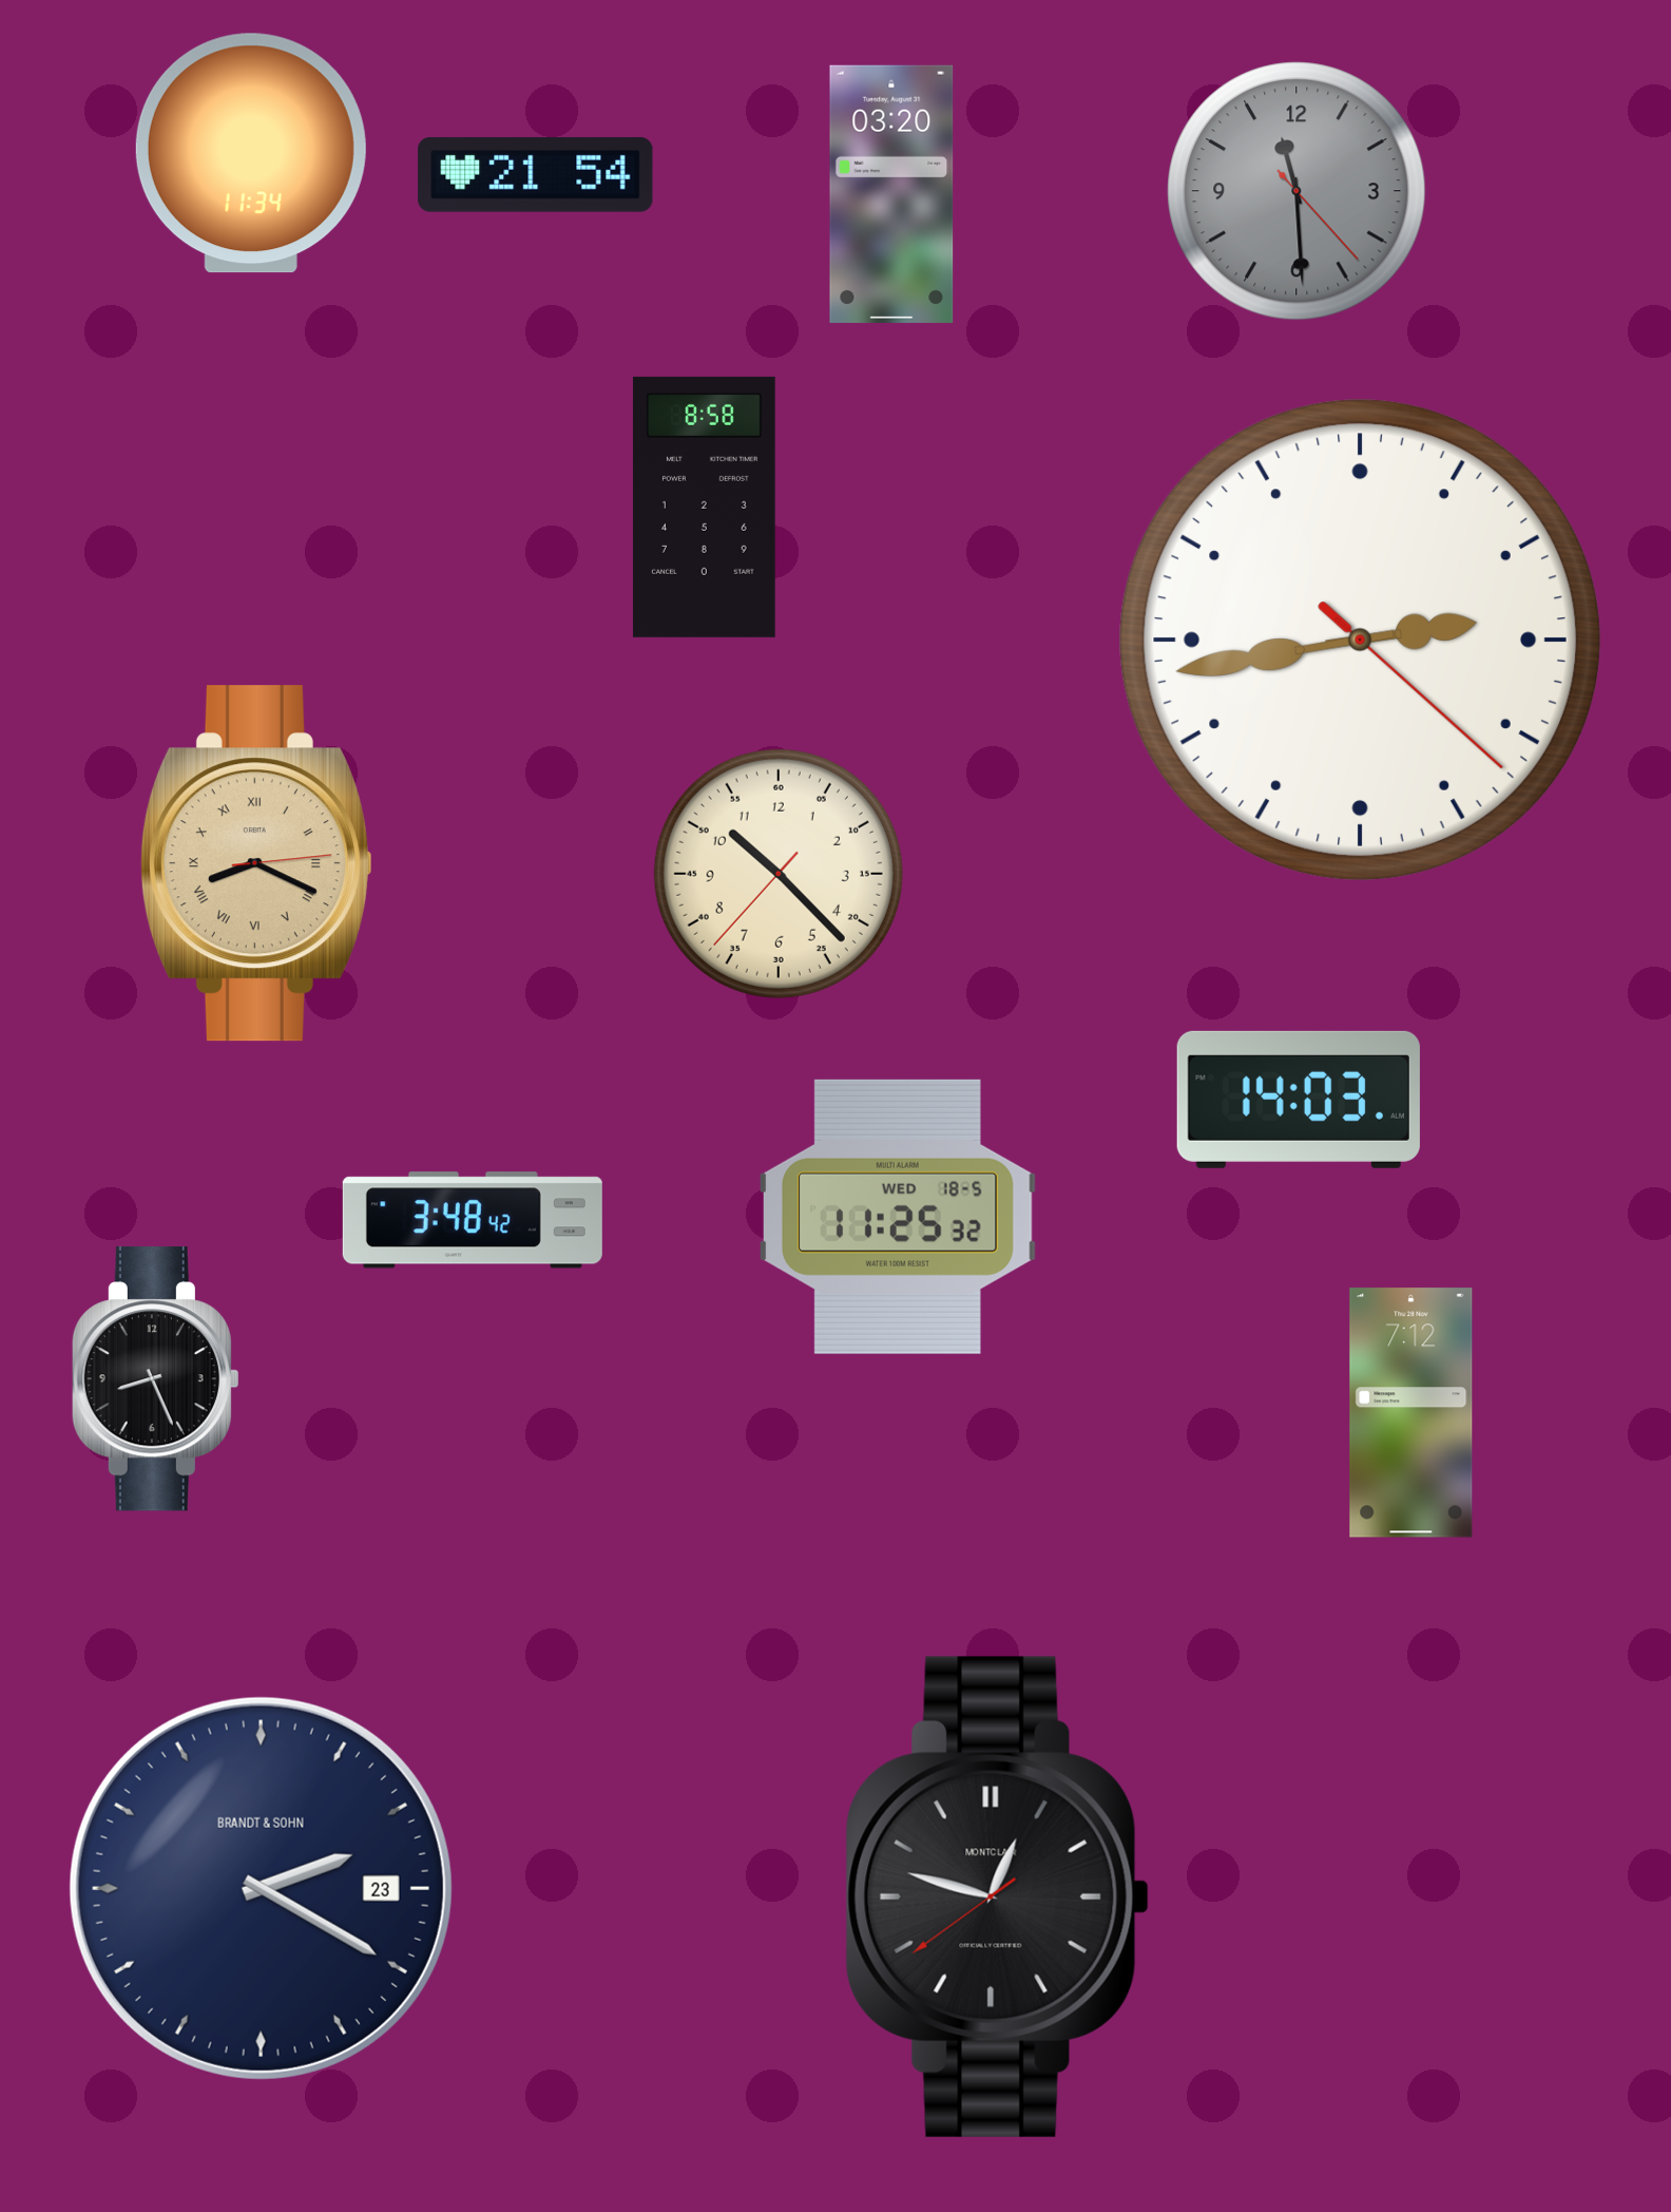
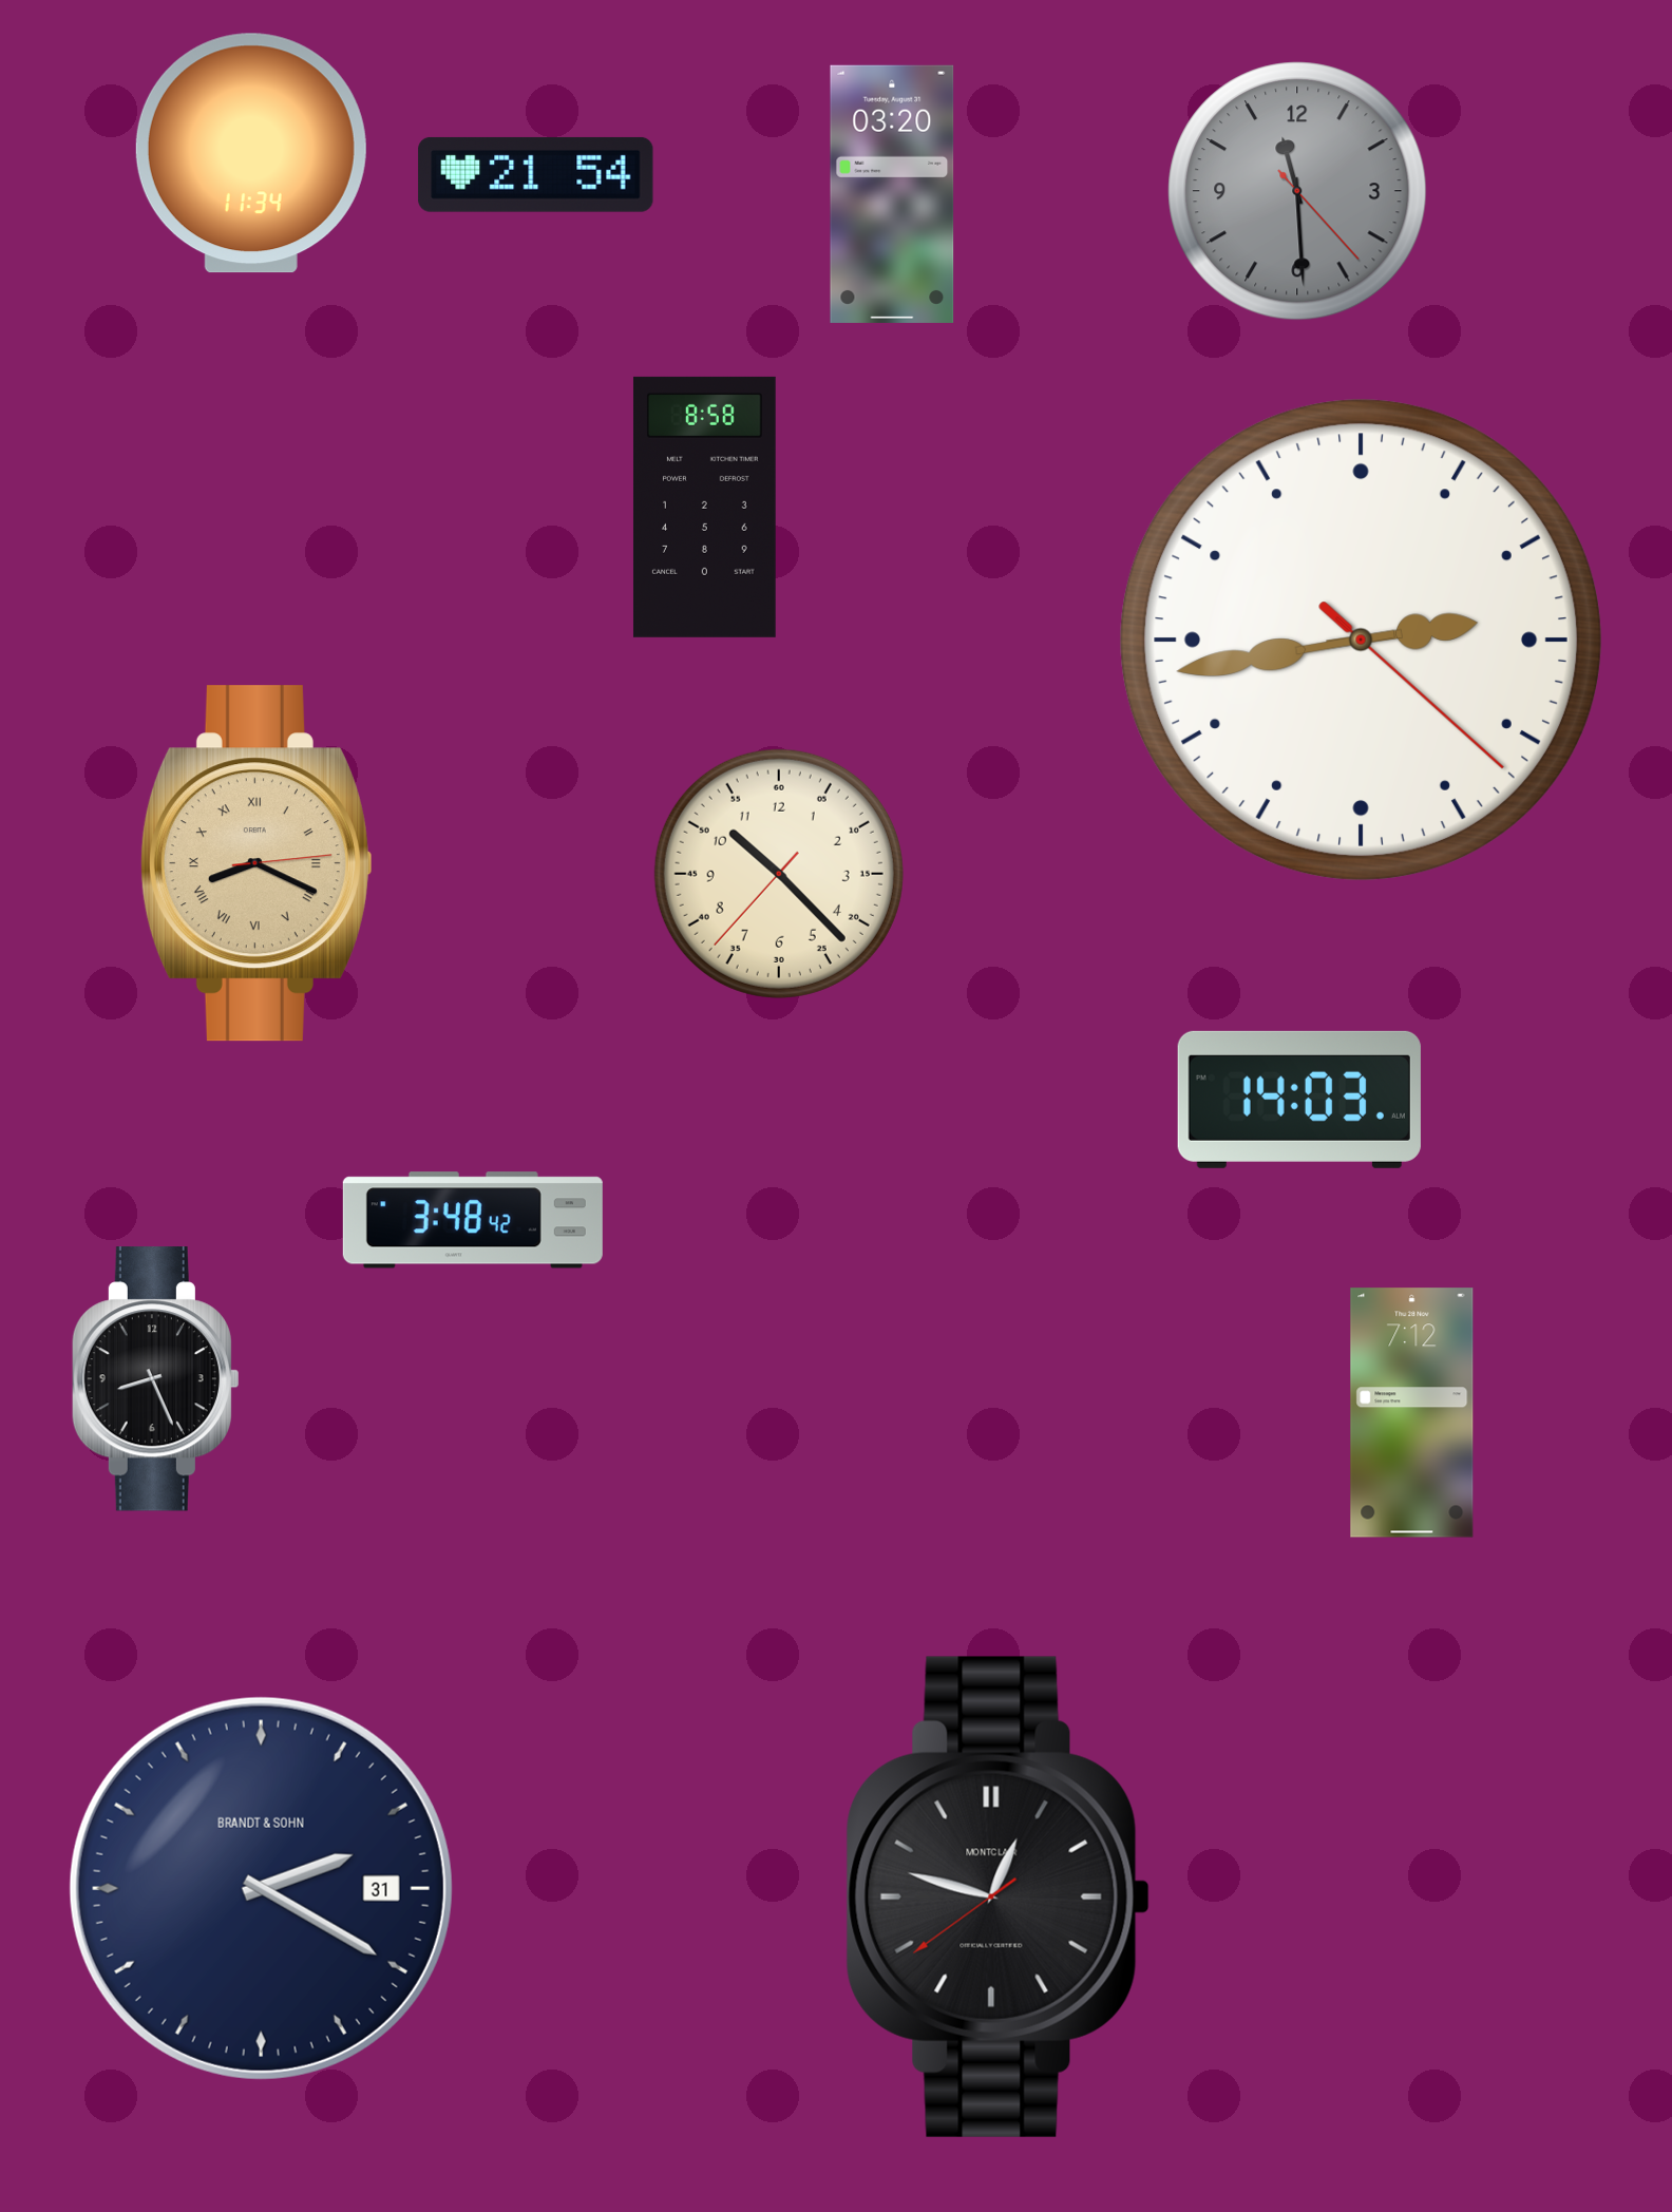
clock at (898, 1217): 11:25 -> none
clock at (261, 1888) date: 23 -> 31
